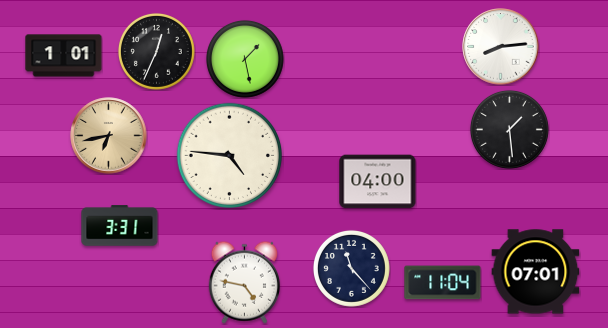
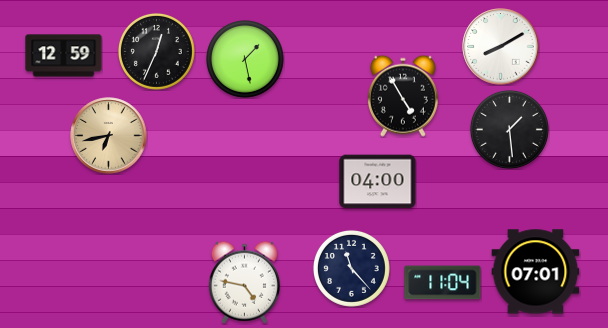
clock at (501, 47): 8:14 -> 8:10
clock at (64, 56): 1:01 -> 12:59
clock at (403, 96): none -> 4:55
clock at (229, 155): 4:46 -> none
clock at (120, 226): 3:31 -> none
